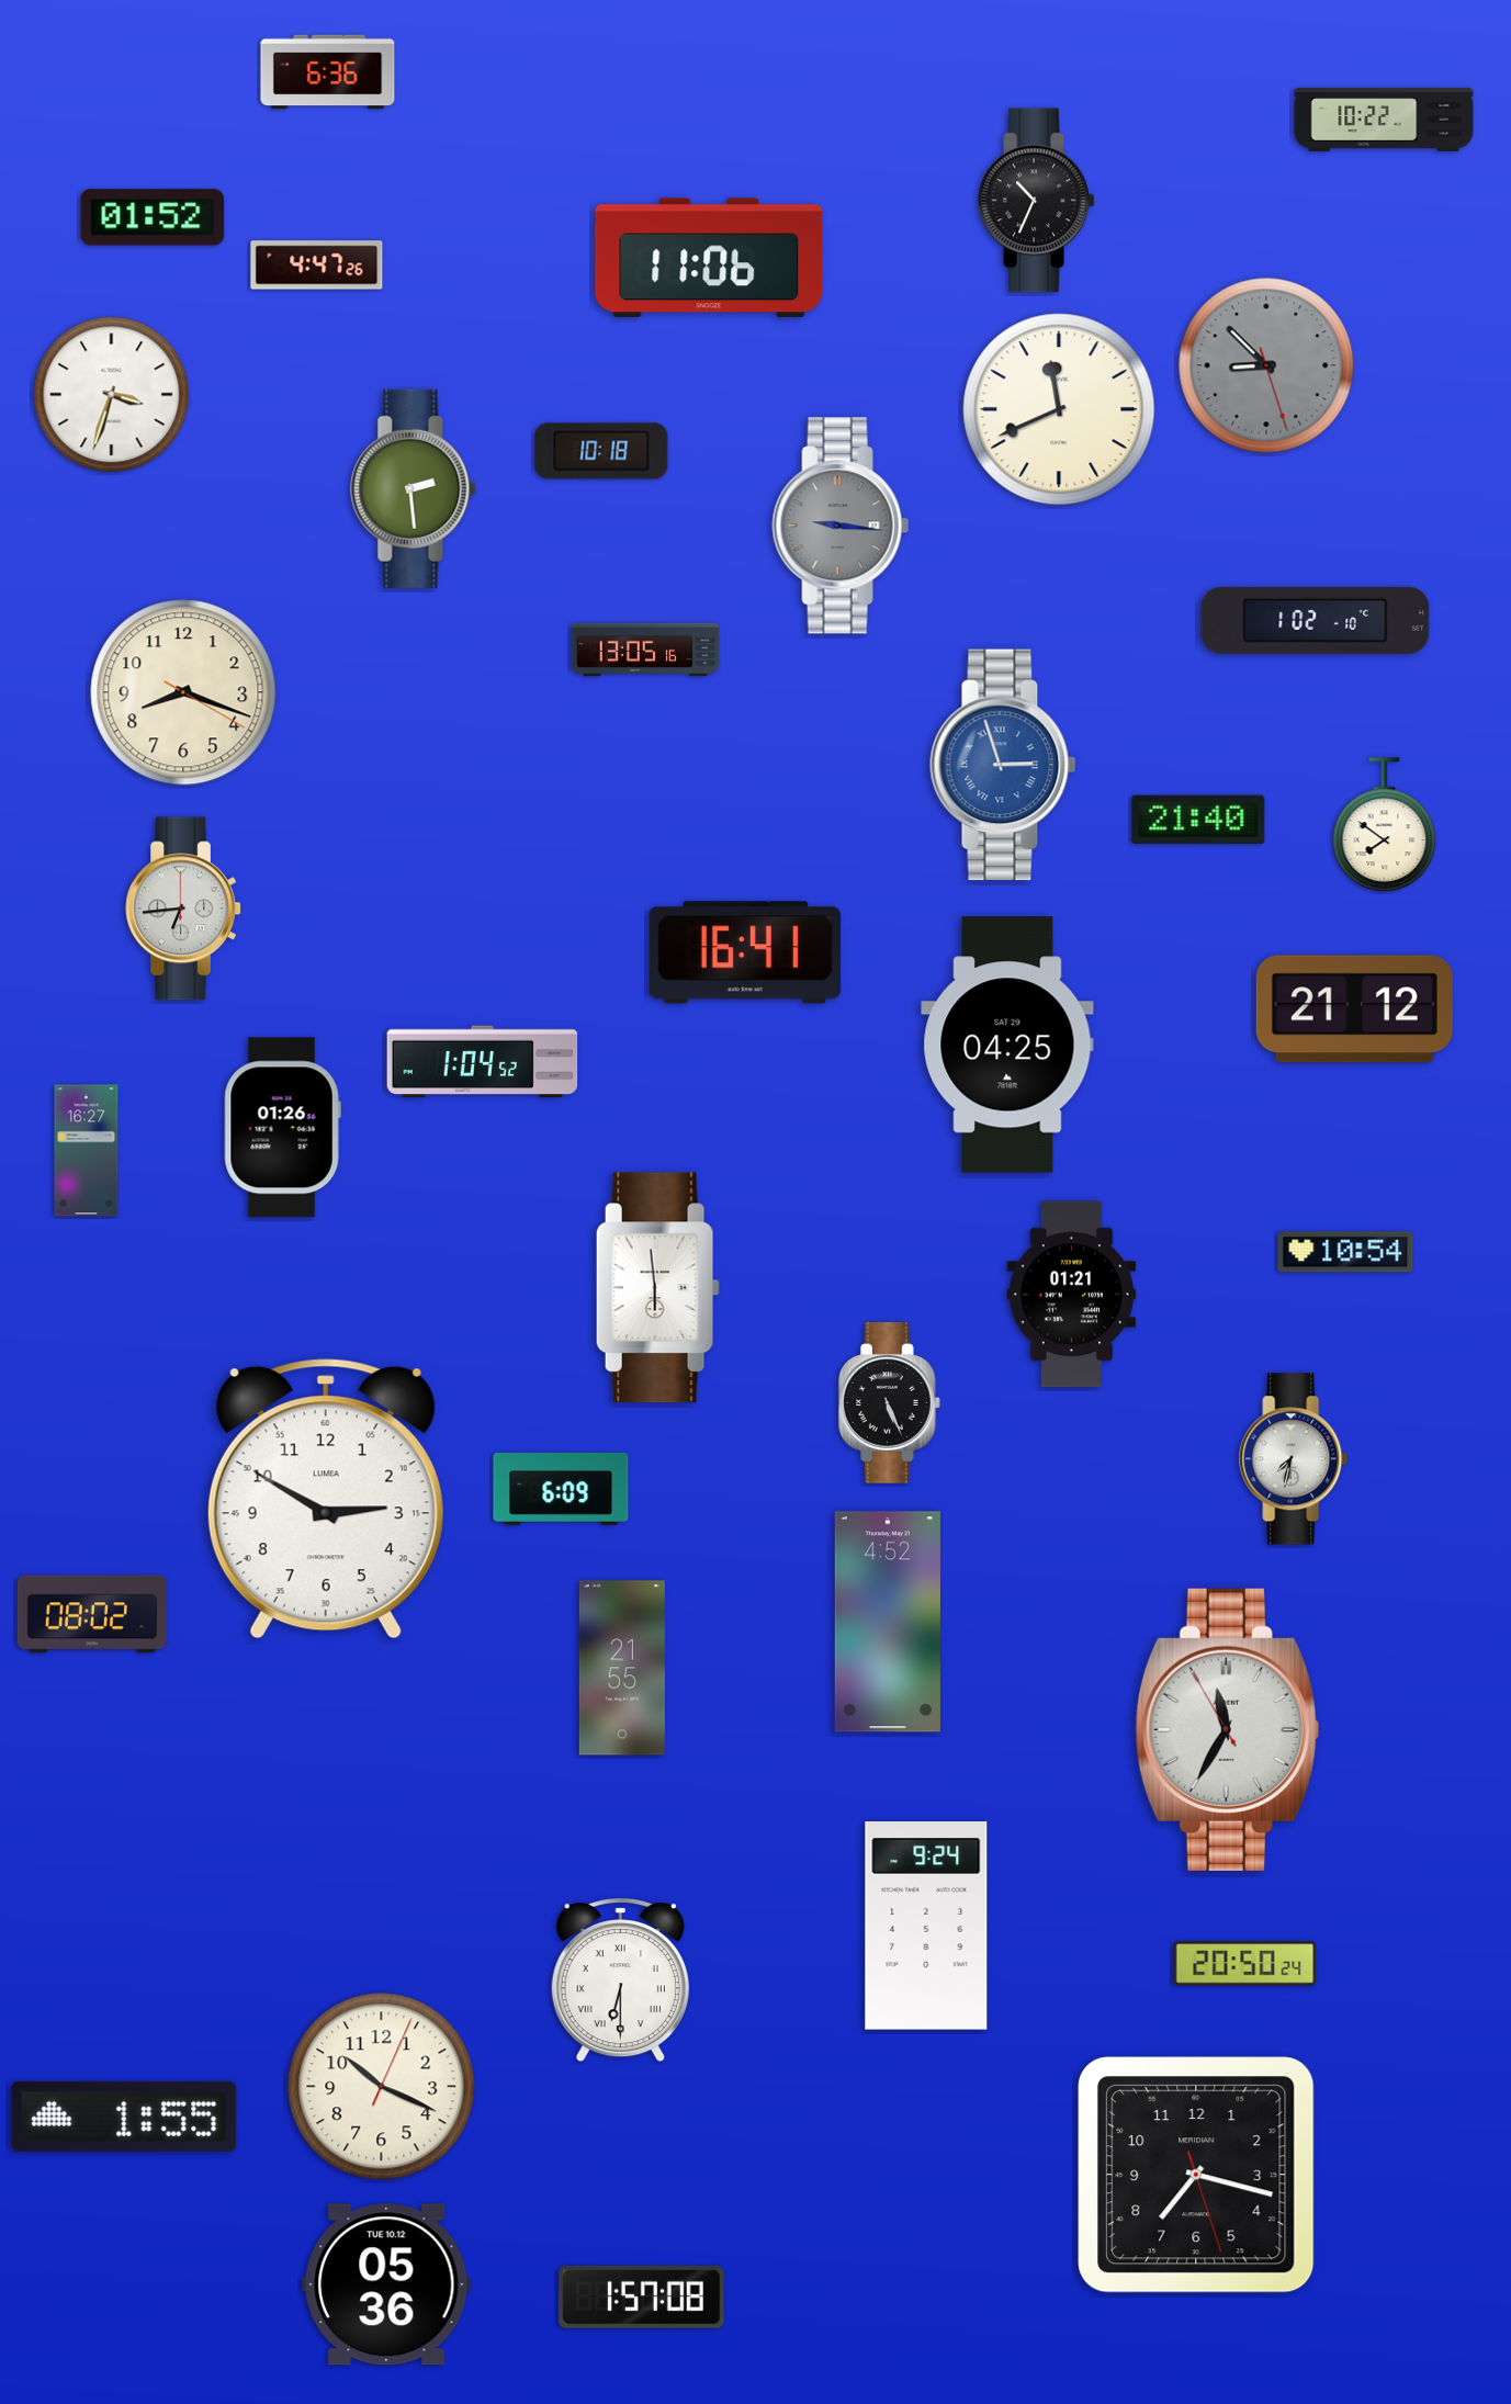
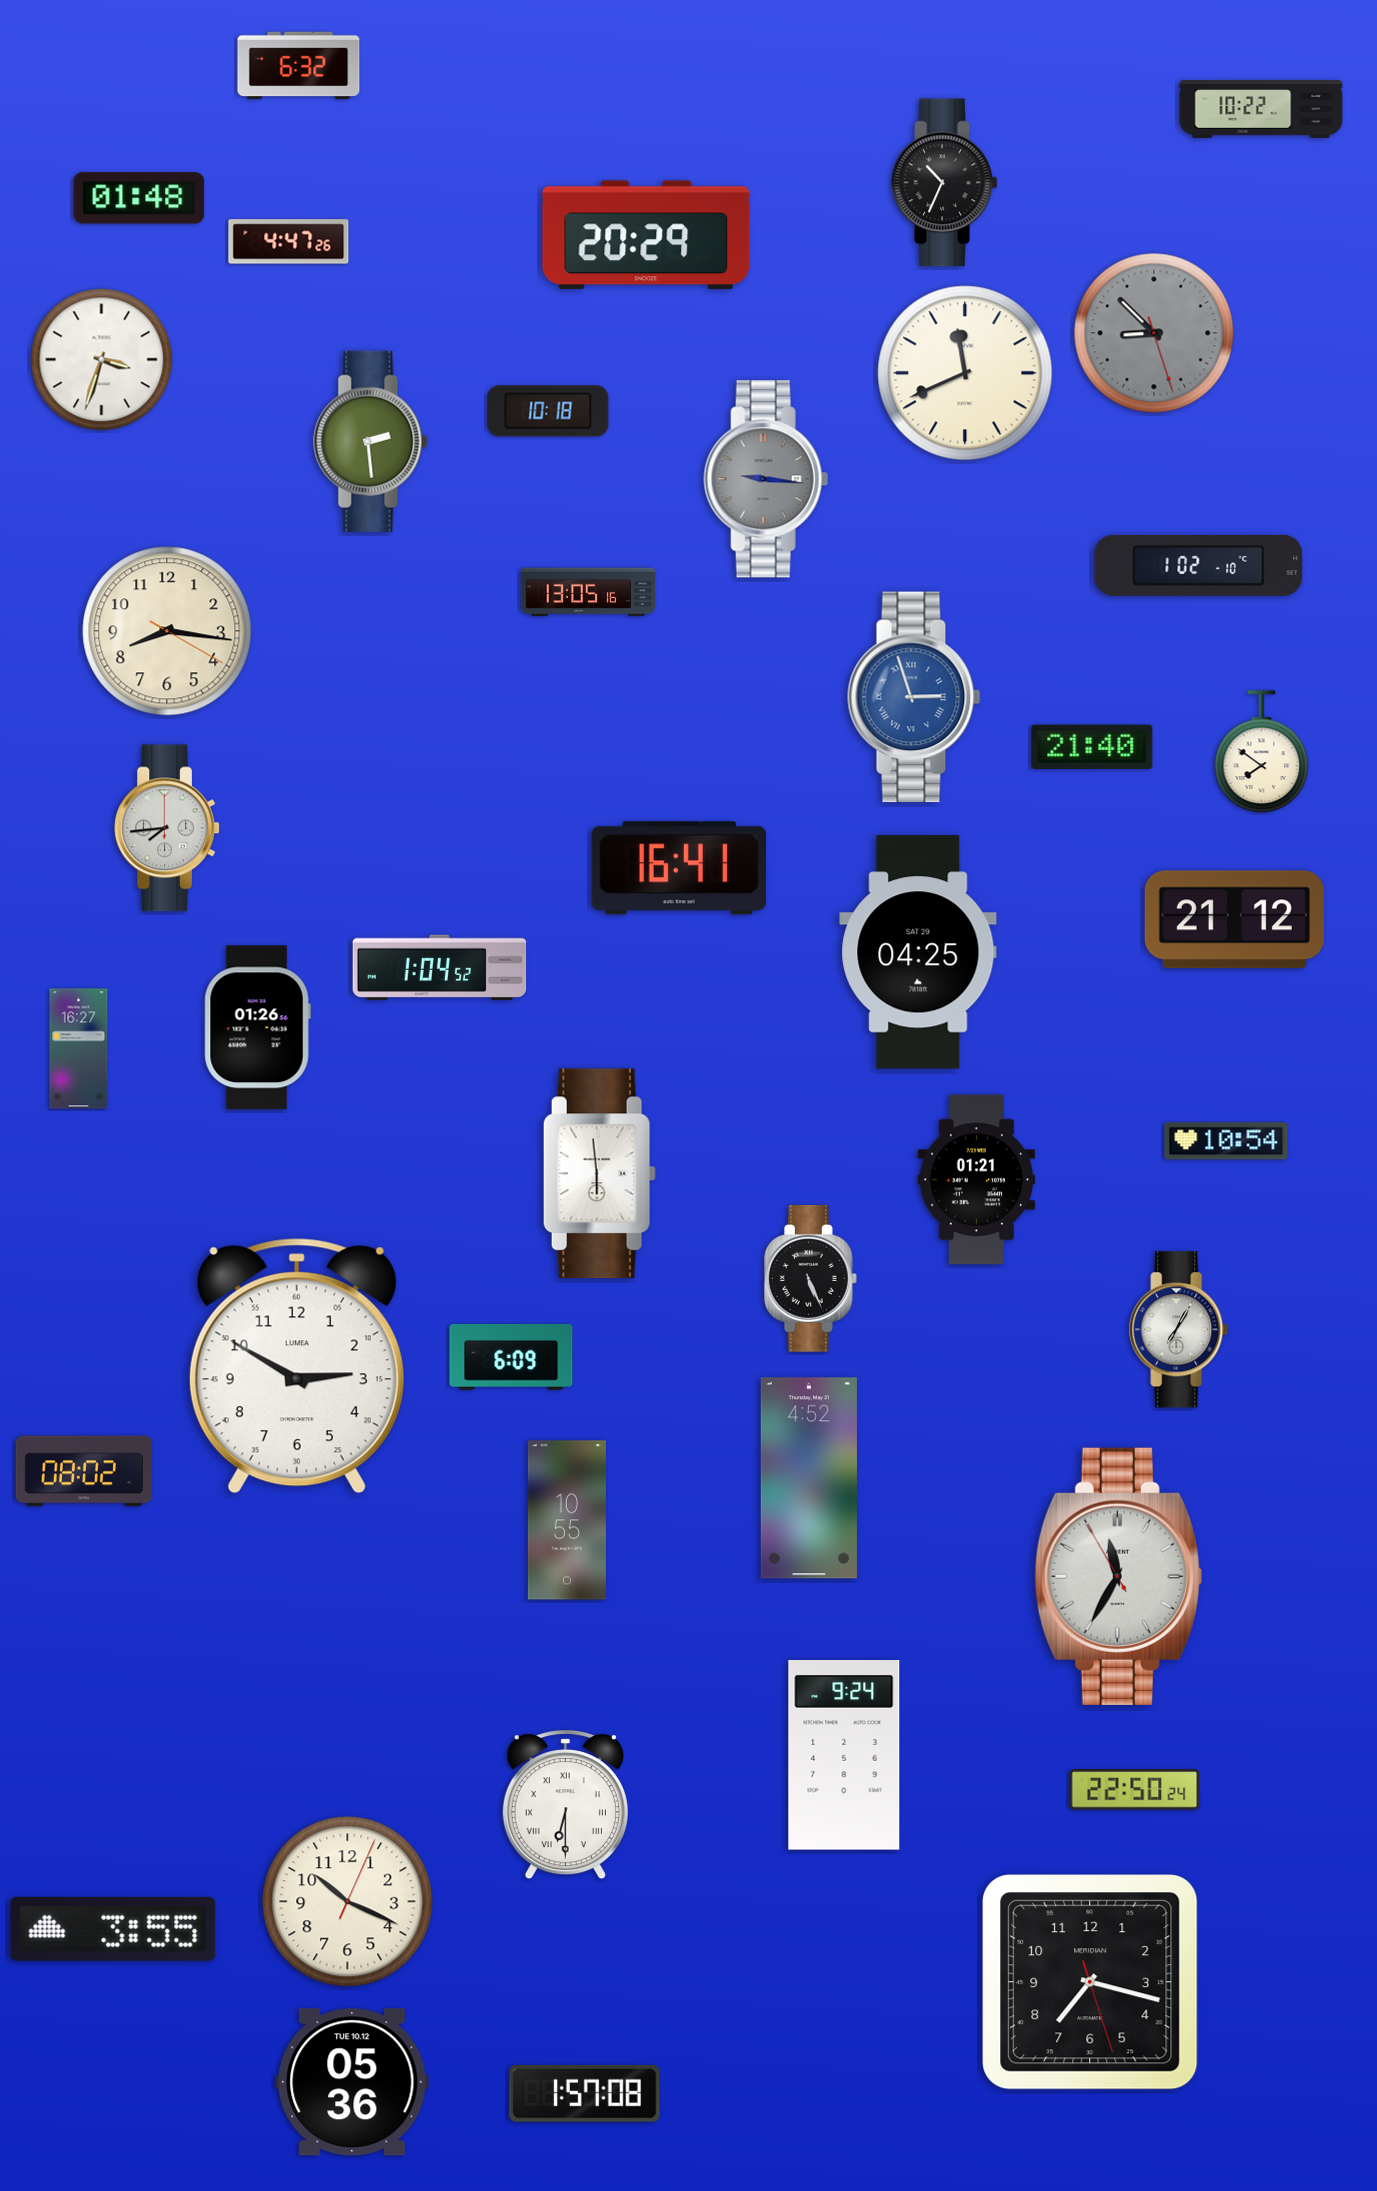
clock at (328, 72): 6:36 -> 6:32
clock at (153, 217): 01:52 -> 01:48
clock at (709, 258): 11:06 -> 20:29
clock at (414, 488) position: (414, 488) -> (371, 441)
clock at (183, 692): 8:18 -> 8:16
clock at (183, 908): 6:44 -> 7:44
clock at (1294, 1459): 7:32 -> 7:05
clock at (622, 1668): 21:55 -> 10:55
clock at (1245, 1964): 20:50 -> 22:50
clock at (124, 2117): 1:55 -> 3:55
